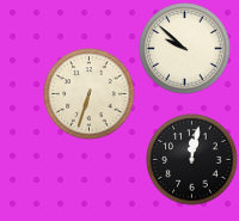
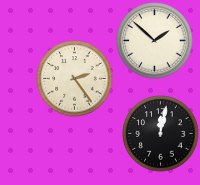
clock at (185, 49): 9:52 -> 1:52
clock at (90, 94): 6:33 -> 2:24
